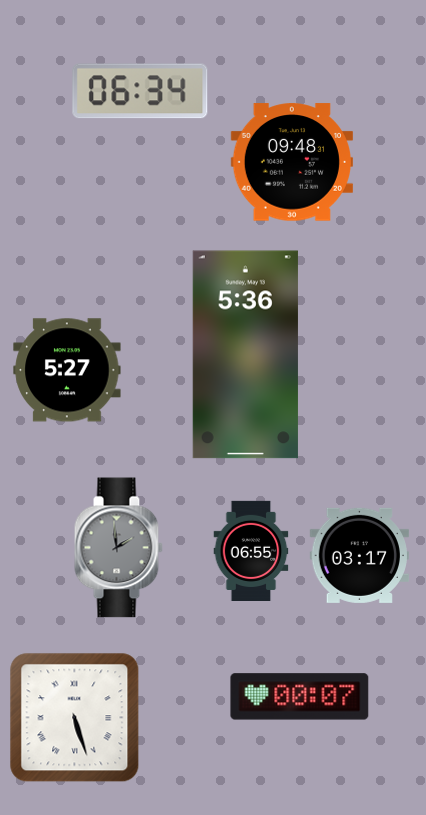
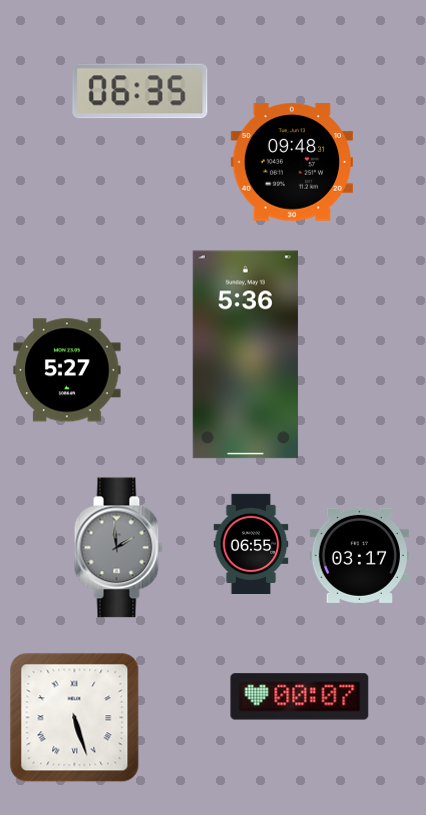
clock at (140, 91): 06:34 -> 06:35
clock at (251, 550) position: (251, 550) -> (251, 543)
